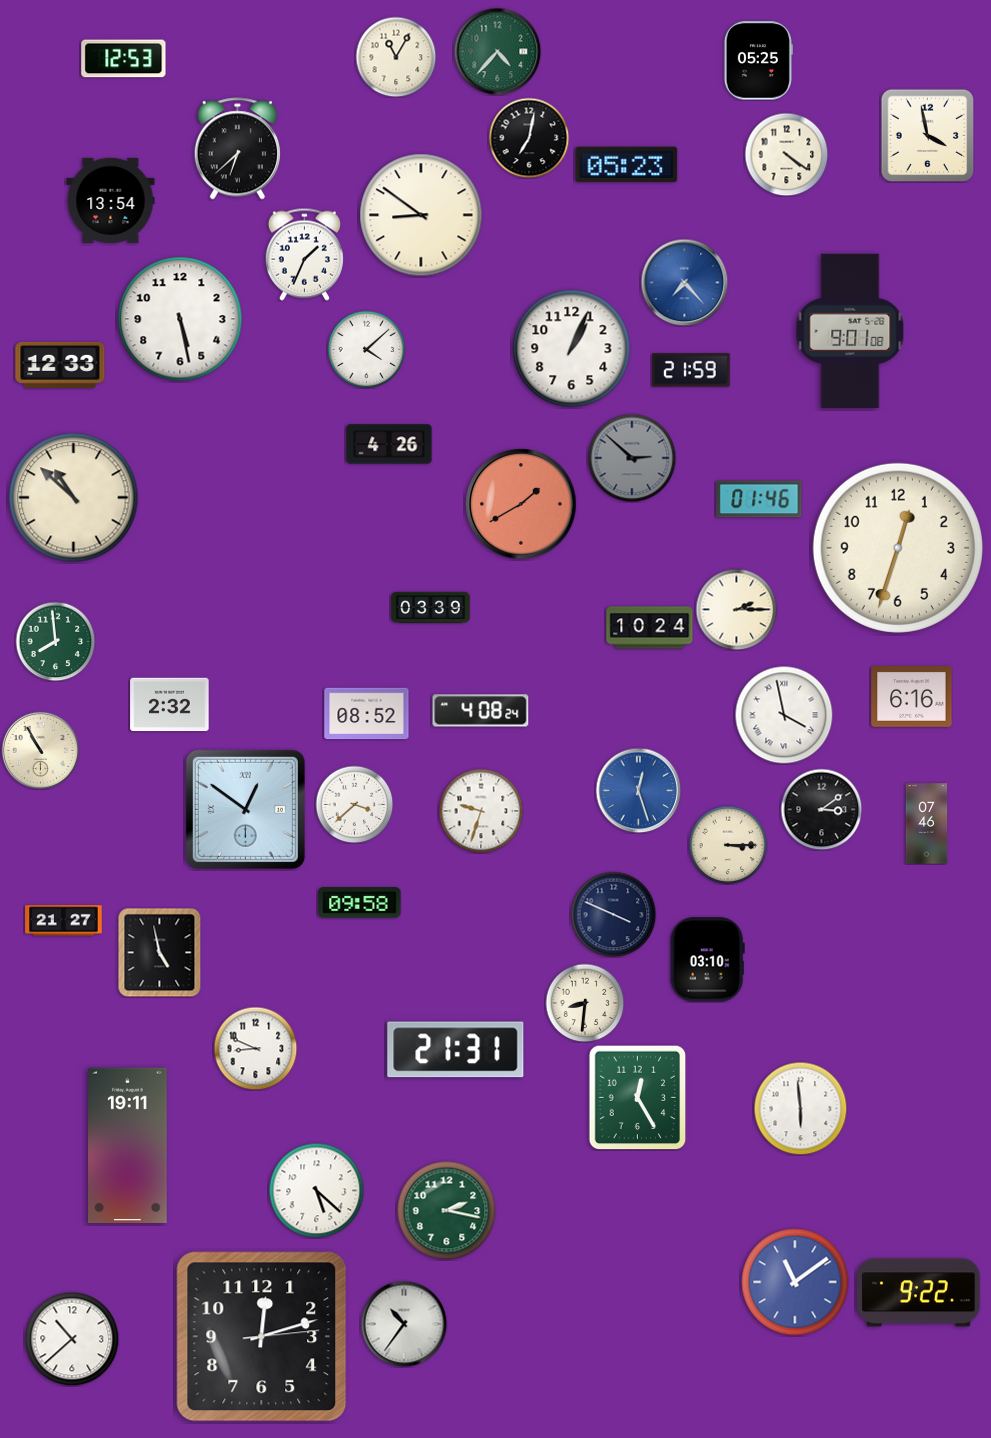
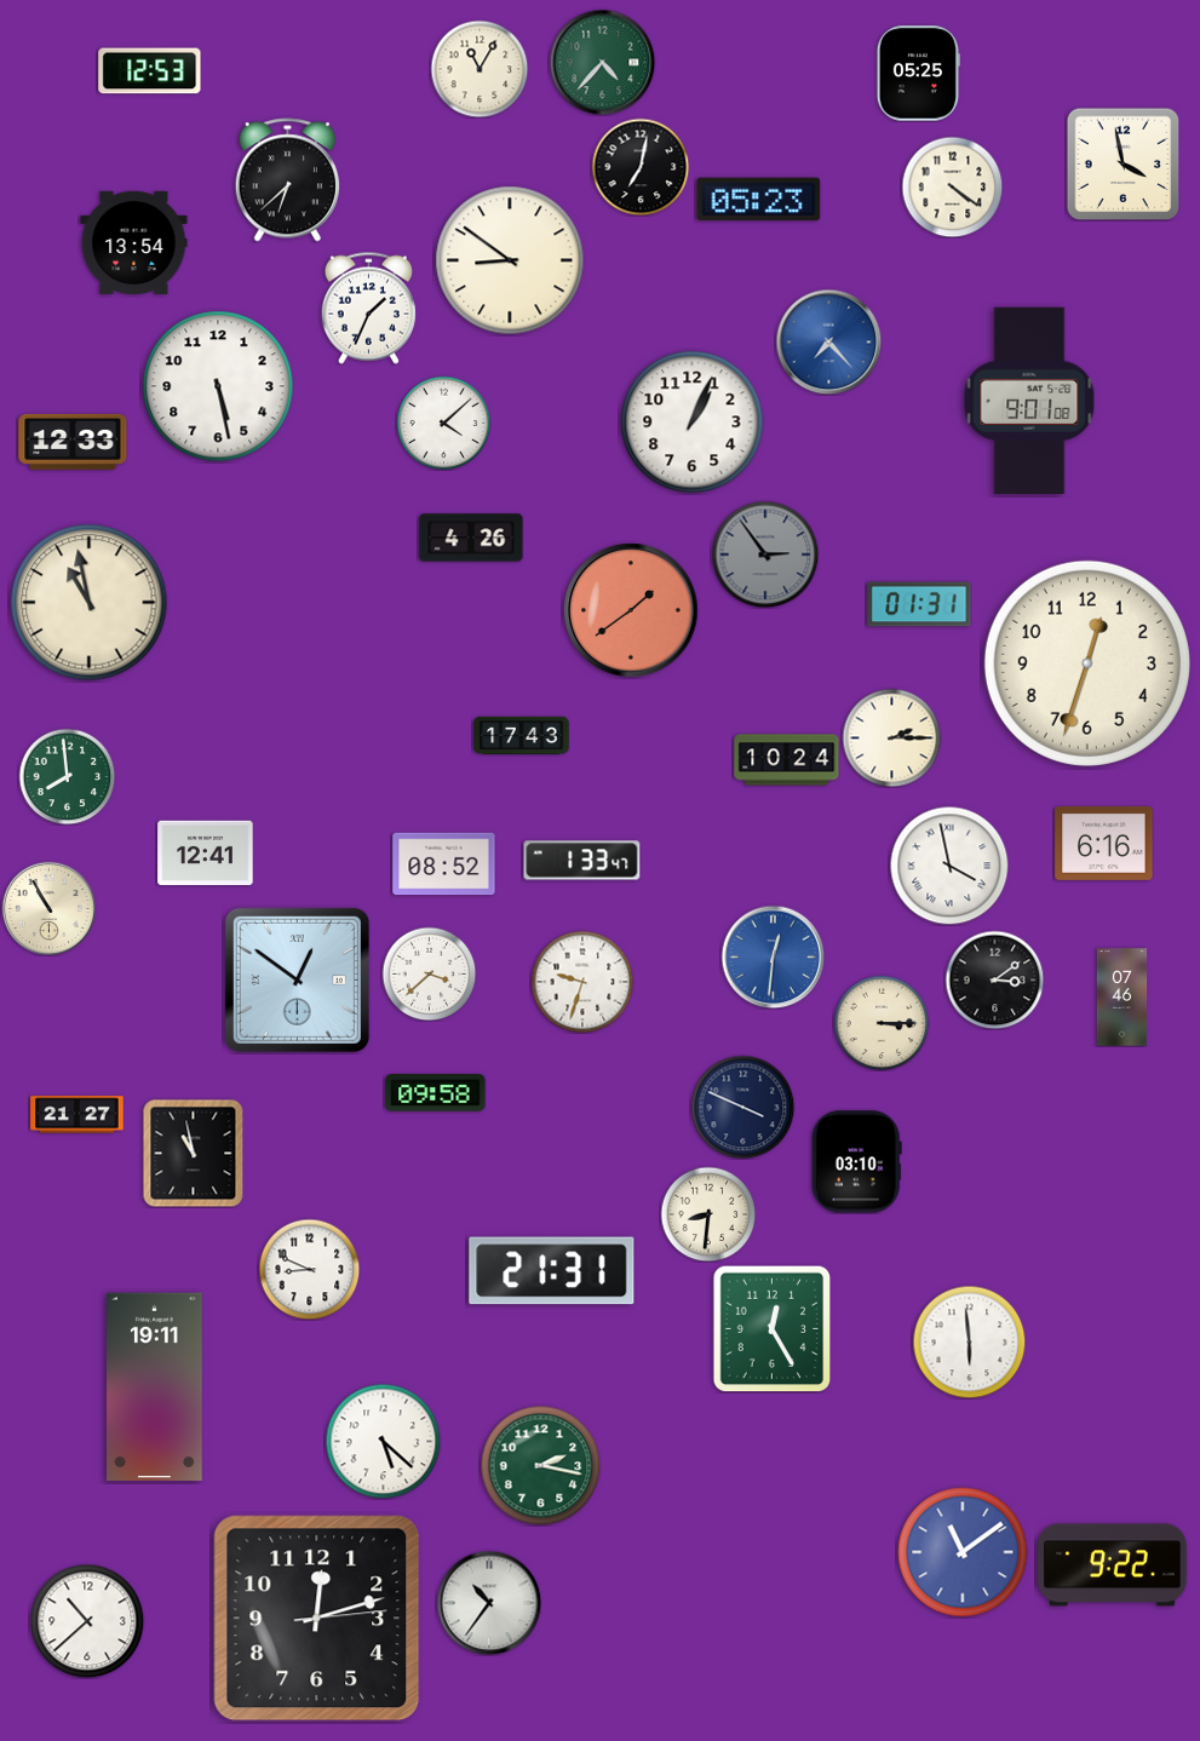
clock at (691, 370): 21:59 -> none
clock at (632, 458): 2:52 -> 2:54
clock at (74, 498): 10:52 -> 10:58
clock at (759, 499): 01:46 -> 01:31
clock at (521, 504): 1:40 -> 1:39
clock at (431, 608): 03:39 -> 17:43
clock at (170, 705): 2:32 -> 12:41
clock at (481, 711): 4:08 -> 1:33
clock at (638, 790): 12:27 -> 12:31
clock at (160, 952): 4:58 -> 10:58
